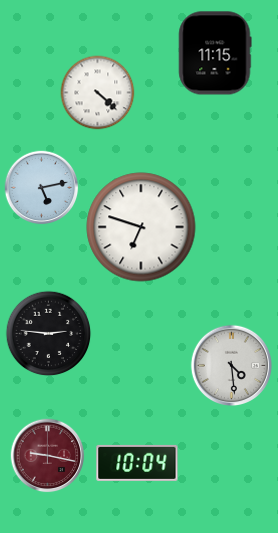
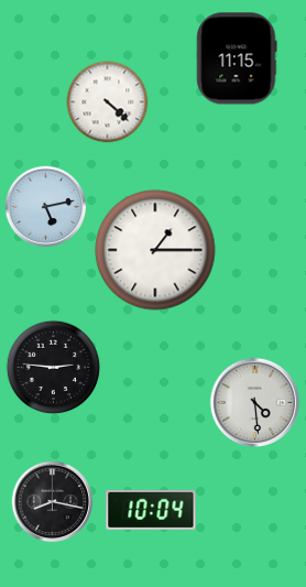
clock at (141, 227): 6:48 -> 1:15
clock at (48, 456): 9:17 -> 8:17
clock at (48, 456) dial: burgundy -> black
